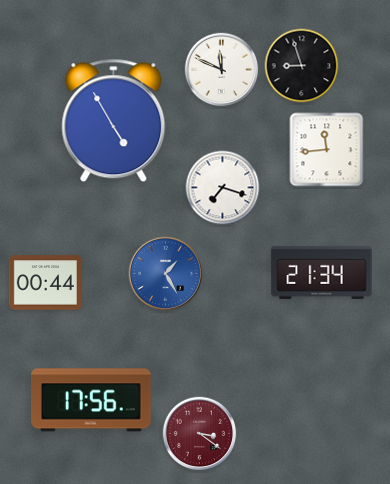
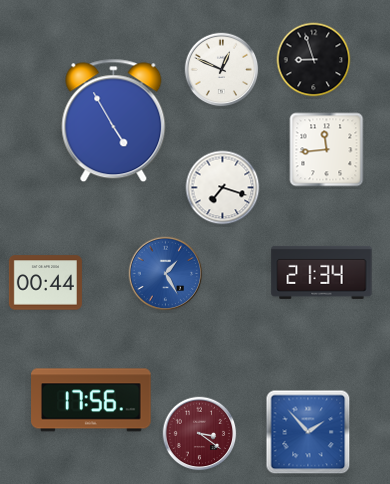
clock at (302, 66) position: (302, 66) -> (314, 60)
clock at (222, 70): 11:49 -> 12:49
clock at (308, 432): none -> 1:53
